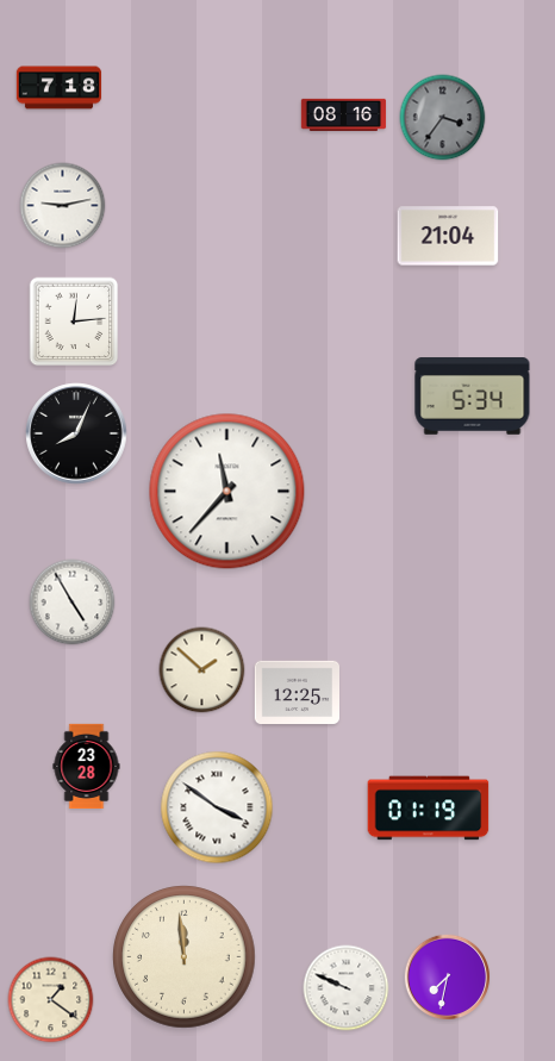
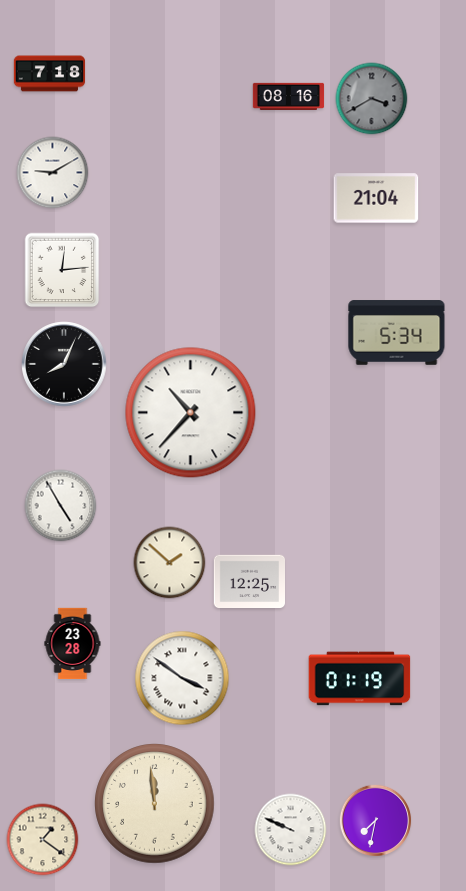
clock at (443, 118): 3:36 -> 3:40
clock at (63, 206): 9:13 -> 9:10
clock at (227, 492): 11:37 -> 10:37
